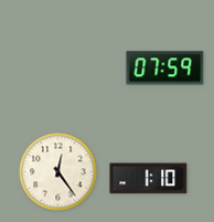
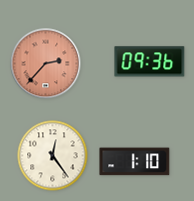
clock at (165, 68): 07:59 -> 09:36
clock at (46, 64): none -> 2:37
